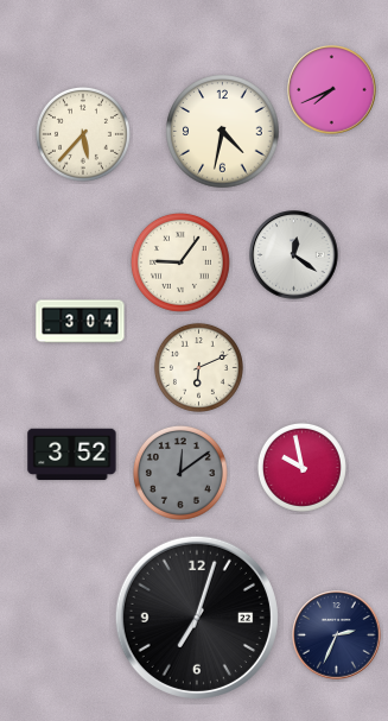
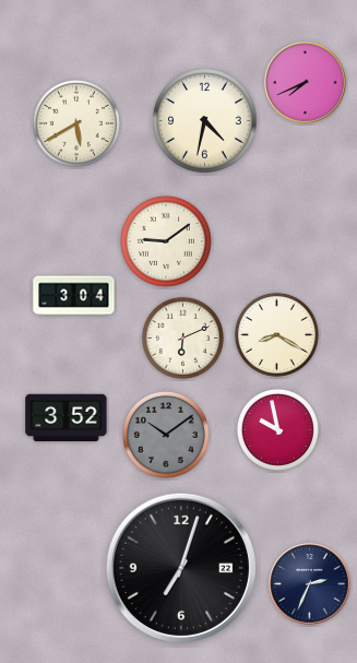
clock at (83, 134): 5:37 -> 5:40
clock at (294, 255): 12:21 -> none
clock at (180, 263): 9:06 -> 9:09
clock at (276, 334): none -> 8:20
clock at (180, 473): 12:09 -> 10:09
